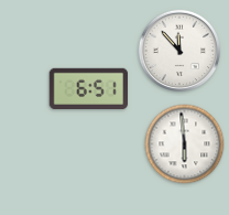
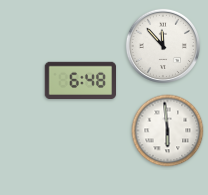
clock at (88, 88): 6:51 -> 6:48
